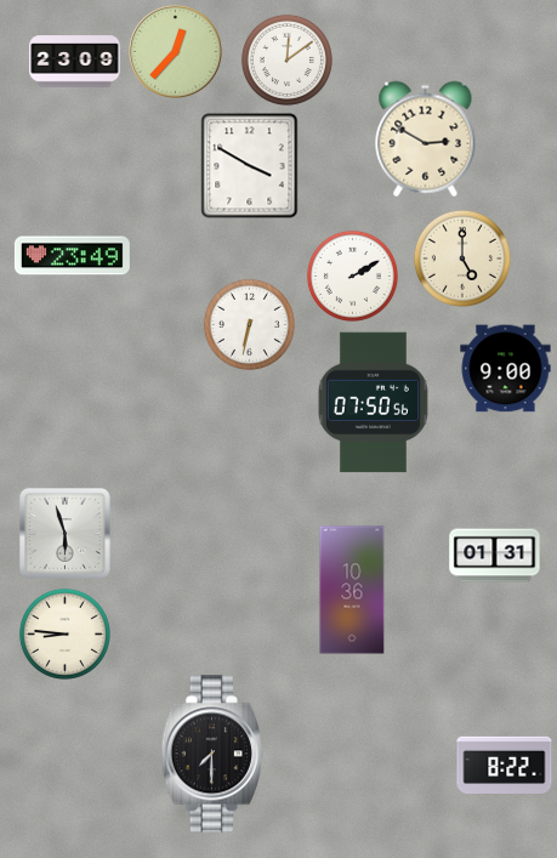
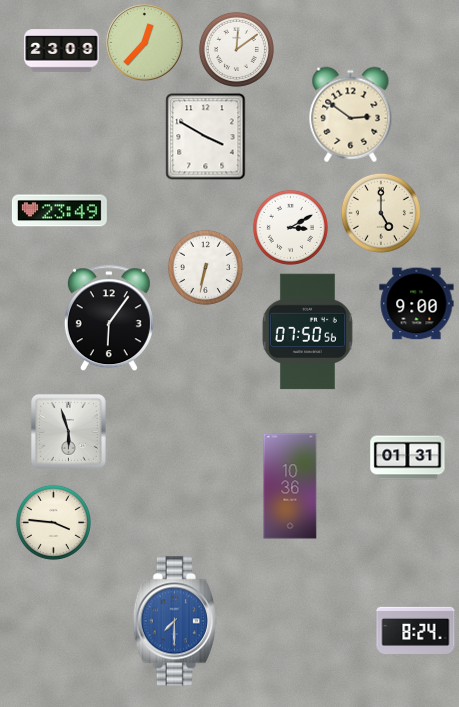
clock at (426, 140): 2:50 -> 2:51
clock at (352, 275): 2:10 -> 3:10
clock at (109, 319): none -> 6:06
clock at (64, 533) position: (64, 533) -> (68, 431)
clock at (64, 633): 8:46 -> 3:46
clock at (212, 754) dial: black -> blue
clock at (505, 765): 8:22 -> 8:24
